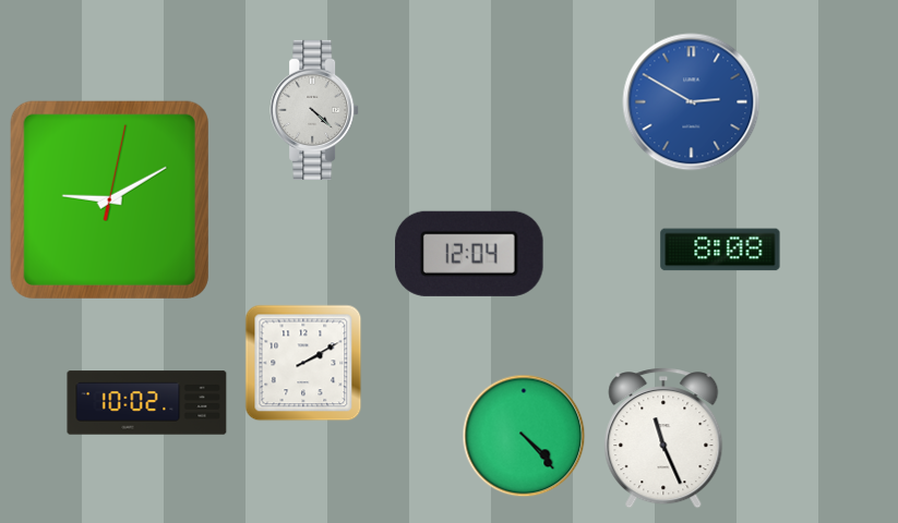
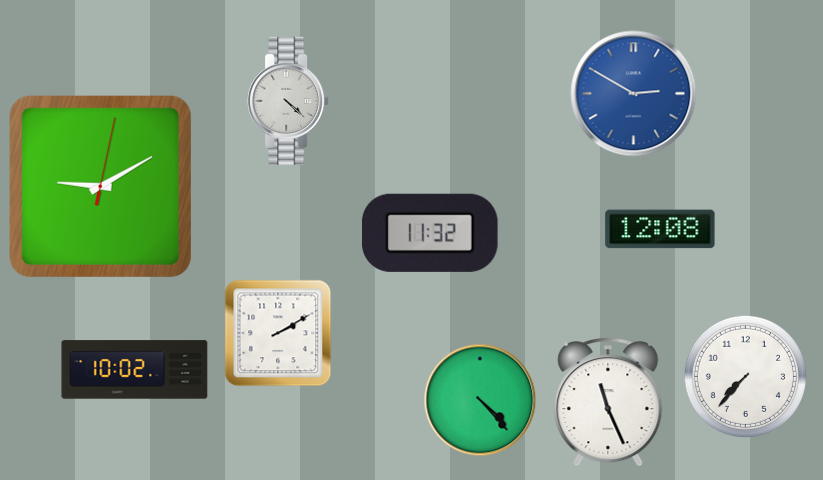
clock at (109, 199) position: (109, 199) -> (100, 186)
clock at (720, 250): 8:08 -> 12:08
clock at (470, 254): 12:04 -> 11:32
clock at (745, 376): none -> 7:37
